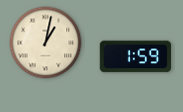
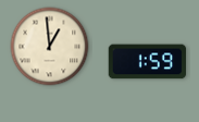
clock at (46, 43): 1:02 -> 12:59
